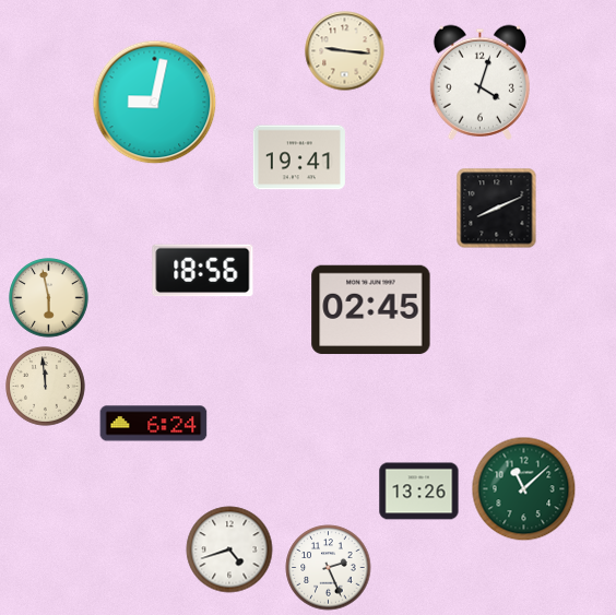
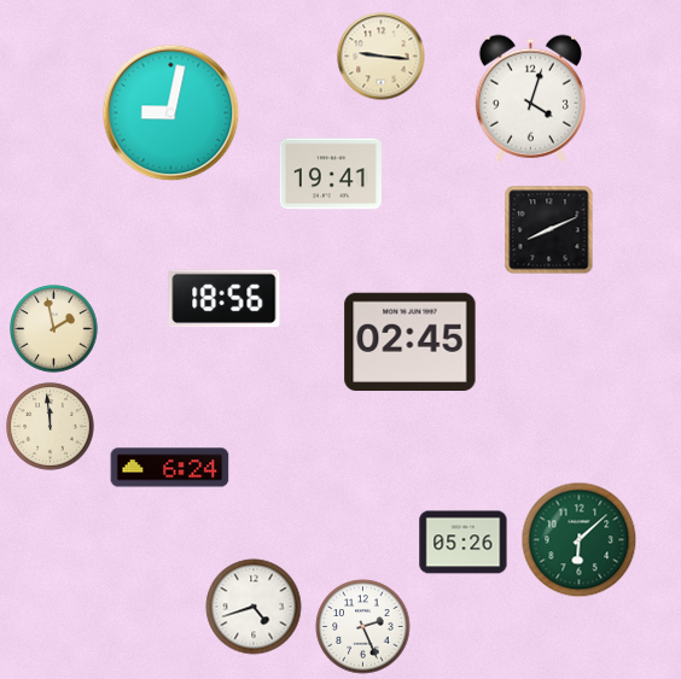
clock at (479, 82) position: (479, 82) -> (530, 98)
clock at (49, 298): 5:58 -> 1:58
clock at (524, 489): 11:08 -> 6:08
clock at (419, 492): 13:26 -> 05:26
